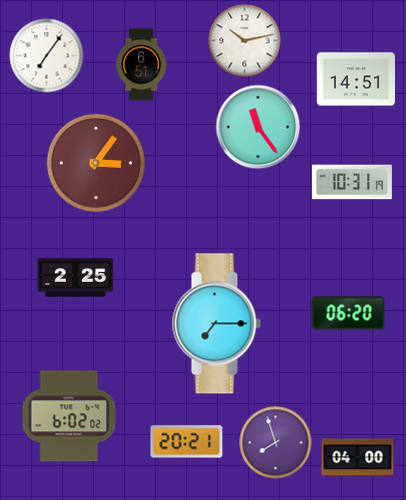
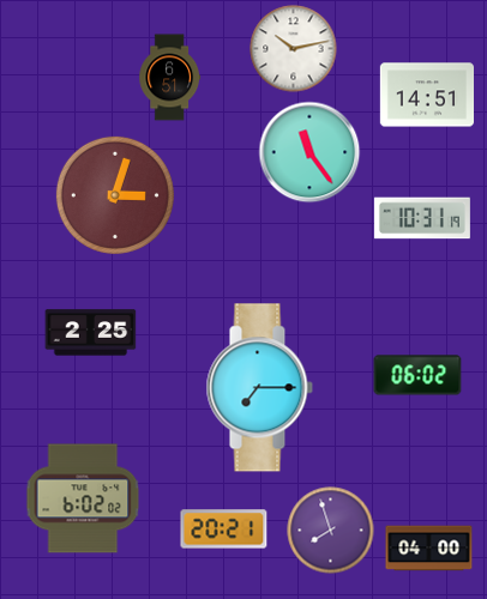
clock at (47, 56): 7:06 -> none
clock at (96, 163): 3:06 -> 3:03
clock at (348, 313): 06:20 -> 06:02
